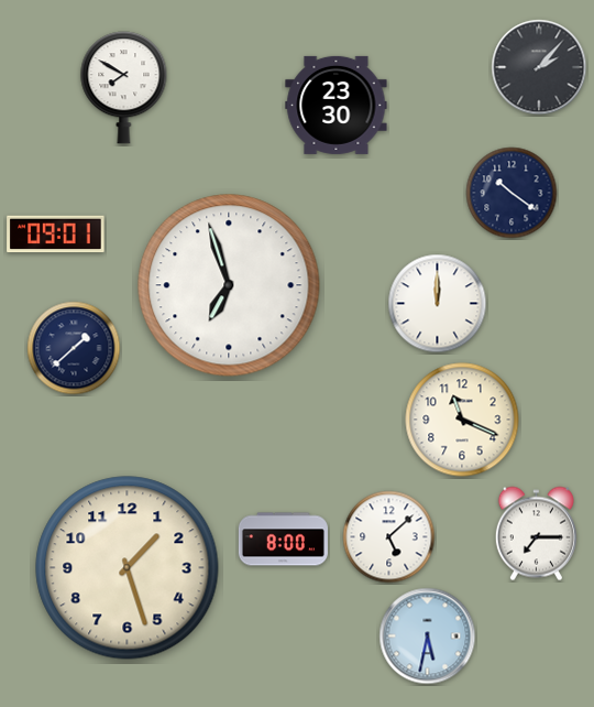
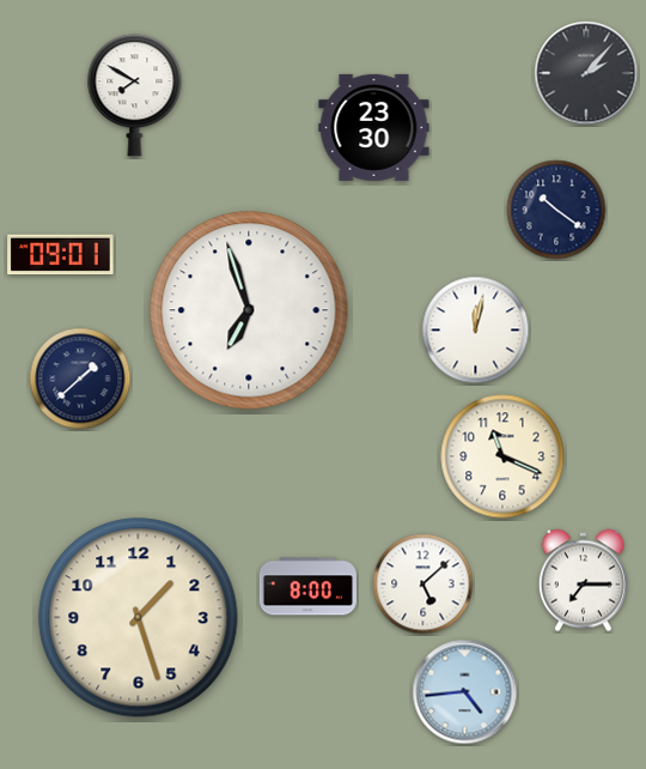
clock at (337, 105) position: (337, 105) -> (374, 127)
clock at (438, 304): 12:00 -> 12:02
clock at (428, 637): 5:32 -> 4:44
